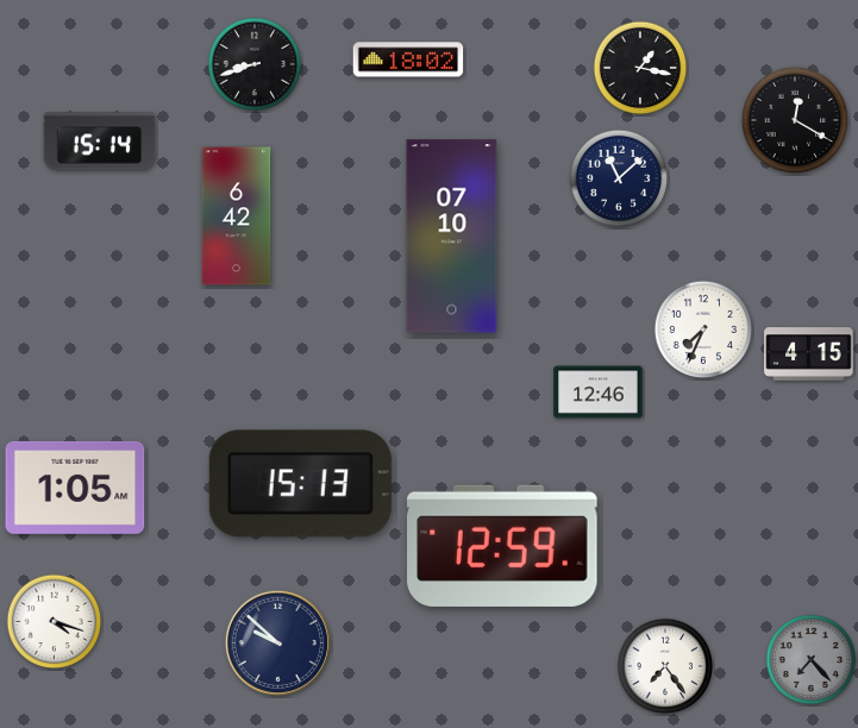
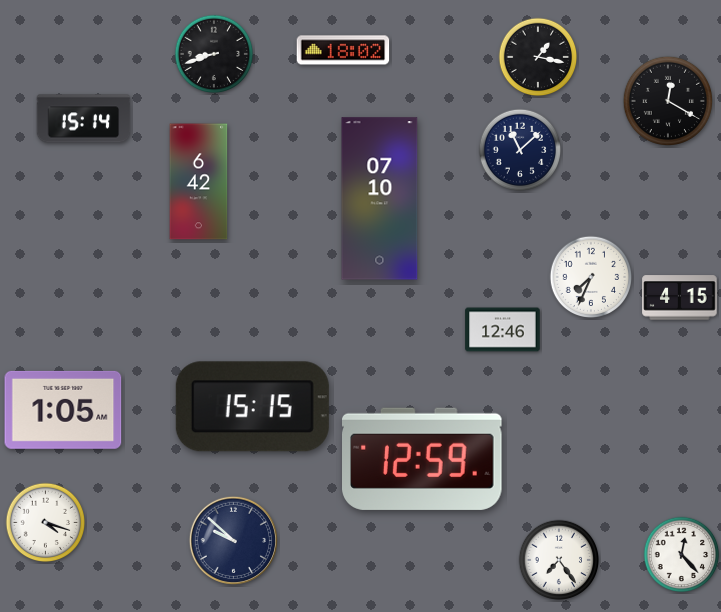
clock at (300, 484): 15:13 -> 15:15
clock at (812, 660): 7:23 -> 12:23
clock at (812, 660) dial: grey -> white
